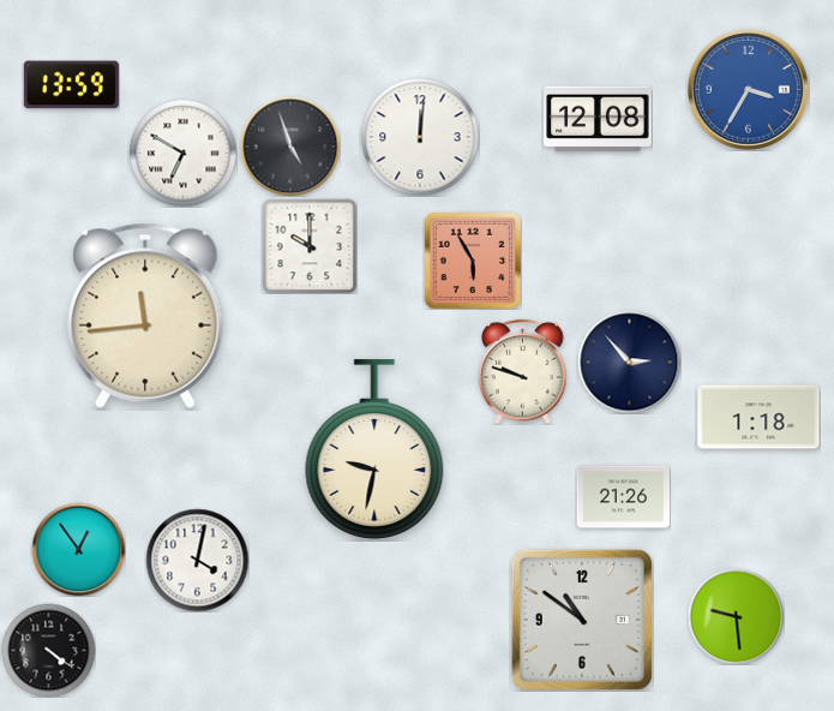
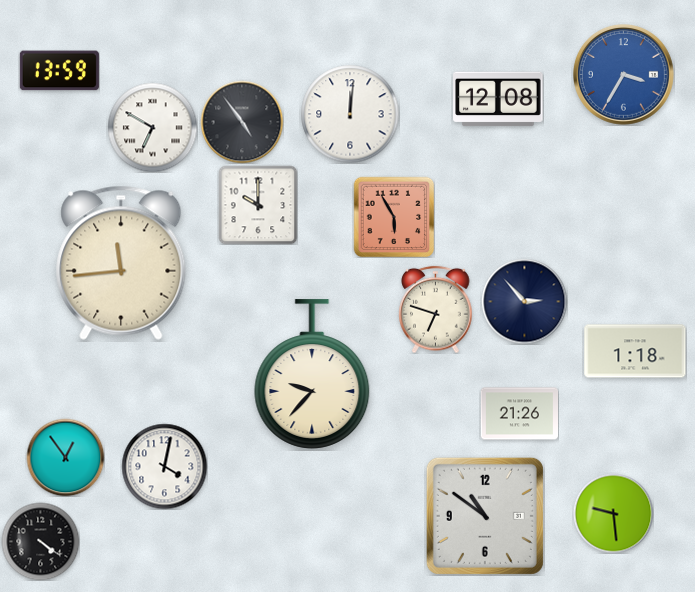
clock at (290, 147): 4:57 -> 4:54
clock at (523, 371): 9:48 -> 6:48
clock at (758, 417) position: (758, 417) -> (635, 351)
clock at (374, 449): 9:32 -> 9:37
